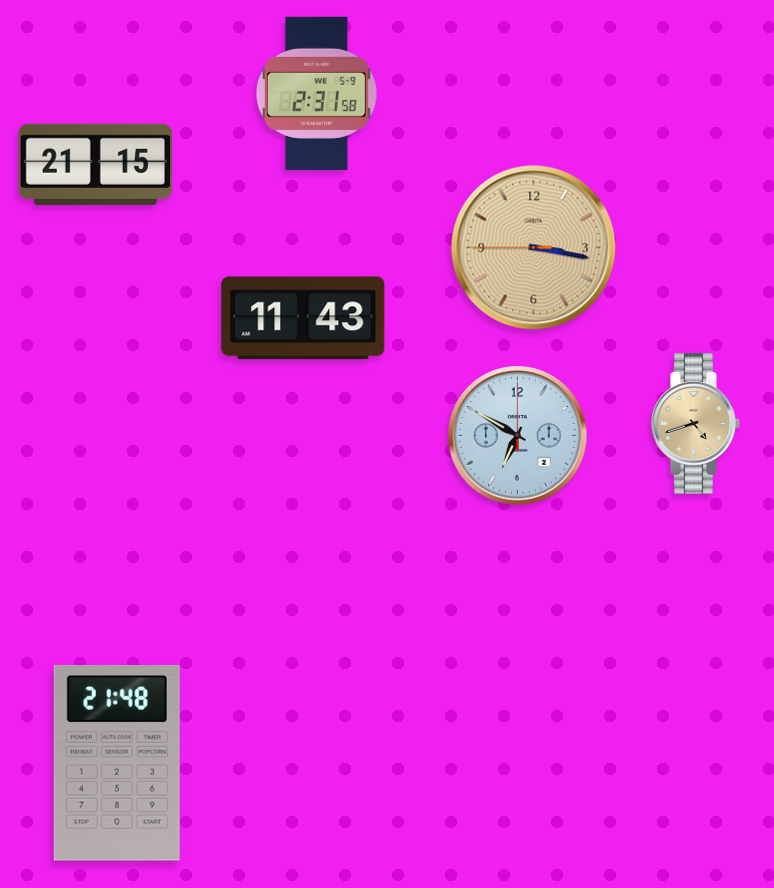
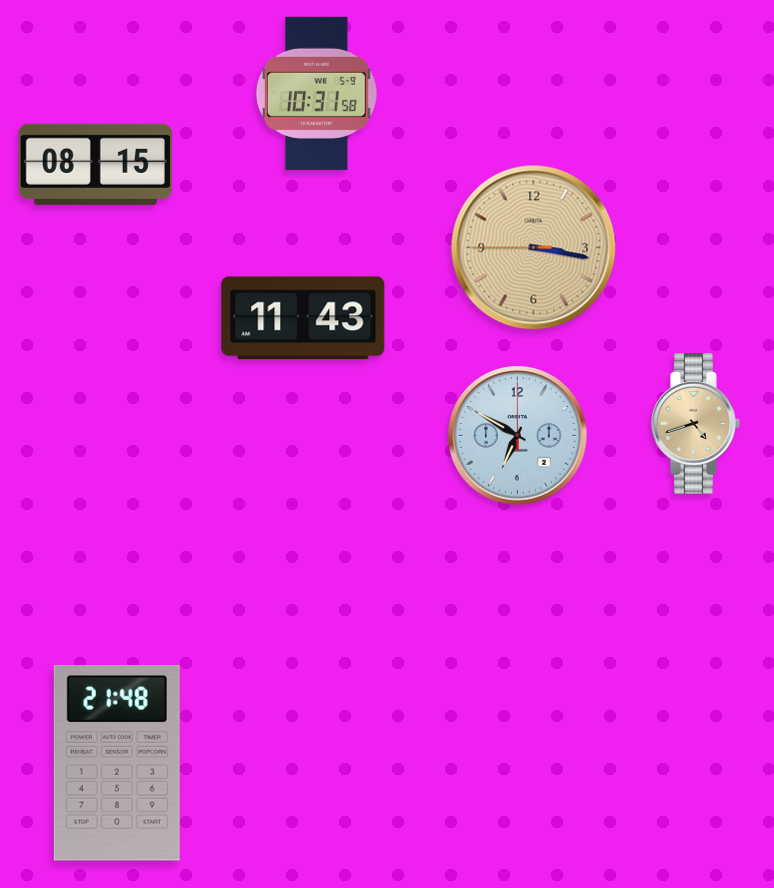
clock at (316, 93): 2:31 -> 10:31
clock at (95, 164): 21:15 -> 08:15
